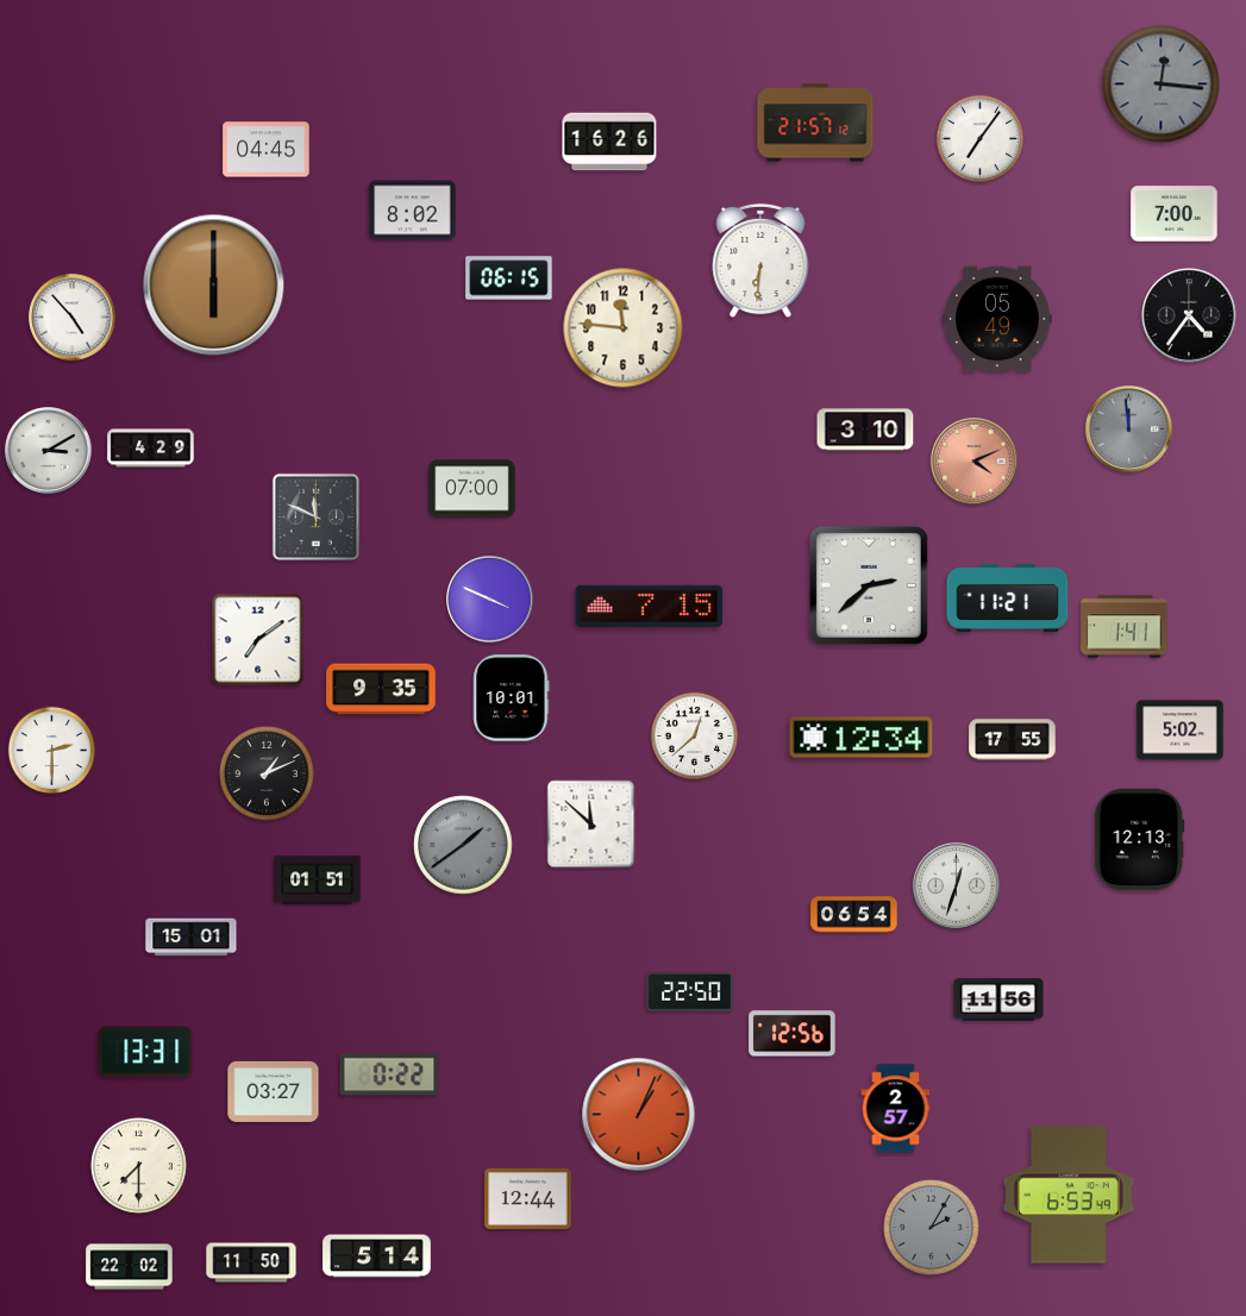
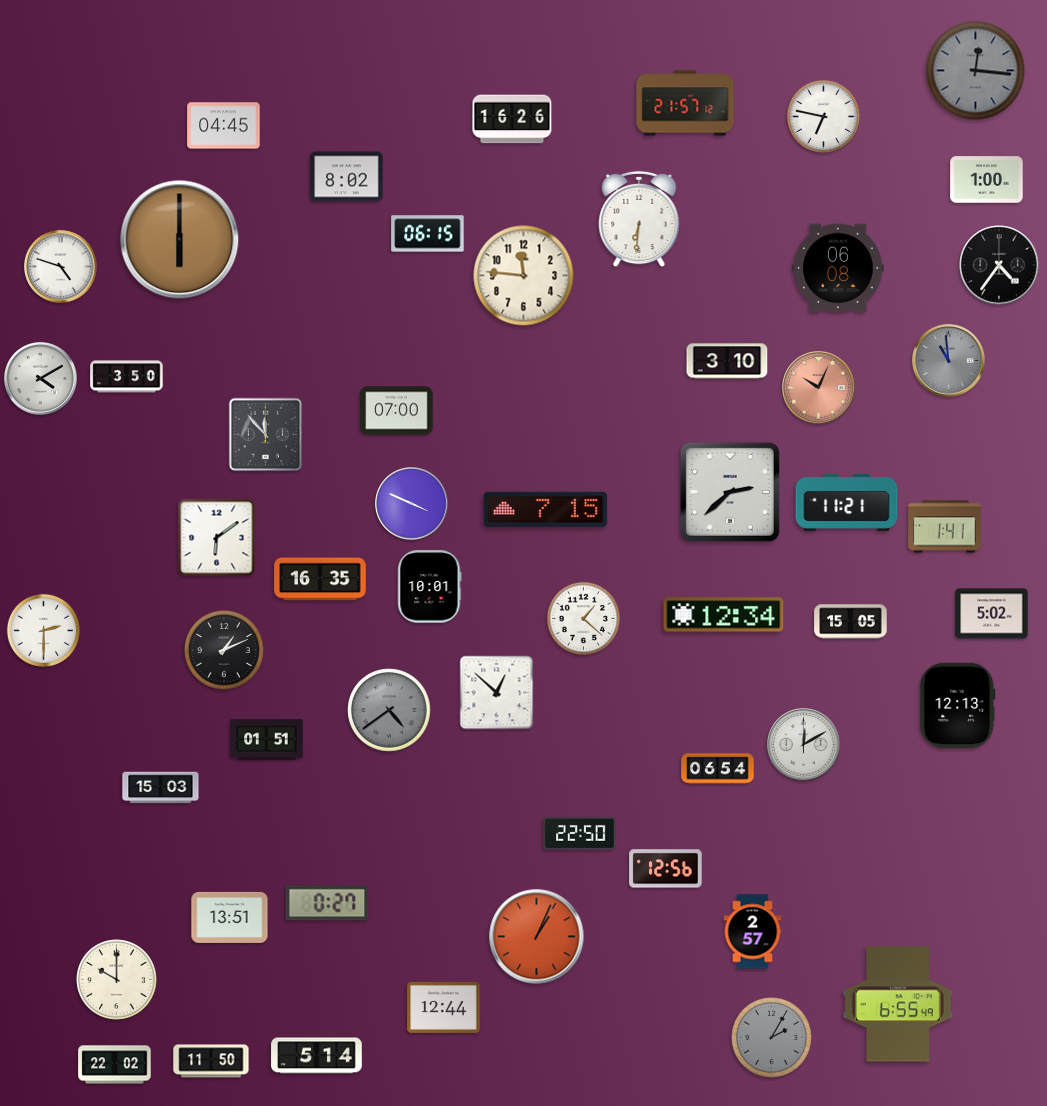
clock at (979, 138): 7:06 -> 6:47
clock at (1175, 214): 7:00 -> 1:00
clock at (73, 318): 4:53 -> 4:48
clock at (997, 319): 05:49 -> 06:08
clock at (1129, 430): 11:59 -> 10:59
clock at (151, 449): 4:29 -> 3:50
clock at (49, 451): 3:10 -> 4:10
clock at (975, 462): 4:11 -> 10:04
clock at (317, 518): 11:49 -> 11:53
clock at (258, 640): 7:09 -> 6:09
clock at (381, 689): 9:35 -> 16:35
clock at (694, 735): 12:38 -> 1:22
clock at (862, 738) position: (862, 738) -> (724, 615)
clock at (1013, 740): 17:55 -> 15:05
clock at (591, 825): 11:52 -> 12:52
clock at (463, 845): 1:39 -> 4:39
clock at (957, 886): 12:33 -> 12:10
clock at (192, 938): 15:01 -> 15:03
clock at (998, 999): 11:56 -> none
clock at (145, 1052): 13:31 -> none
clock at (389, 1074): 0:22 -> 0:27
clock at (274, 1091): 03:27 -> 13:51
clock at (139, 1166): 7:30 -> 10:00
clock at (1069, 1195): 6:53 -> 6:55
clock at (932, 1228) position: (932, 1228) -> (772, 1038)
clock at (130, 1267) position: (130, 1267) -> (115, 1065)
